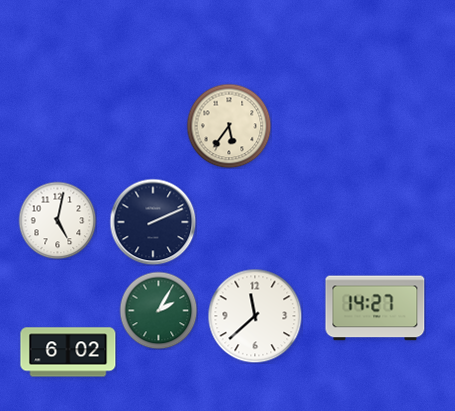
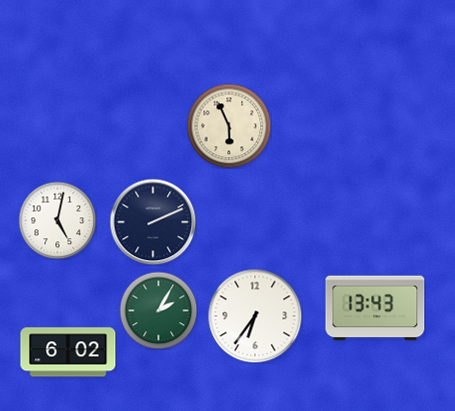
clock at (229, 126): 5:36 -> 5:56
clock at (375, 308): 14:27 -> 13:43
clock at (255, 316): 11:38 -> 6:36
